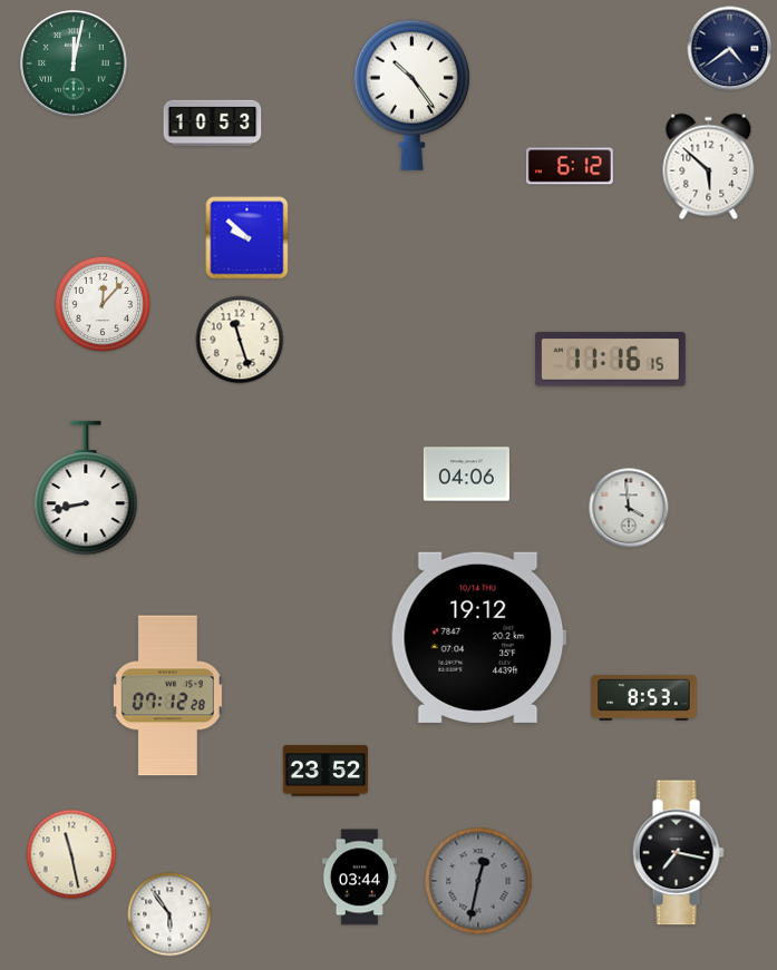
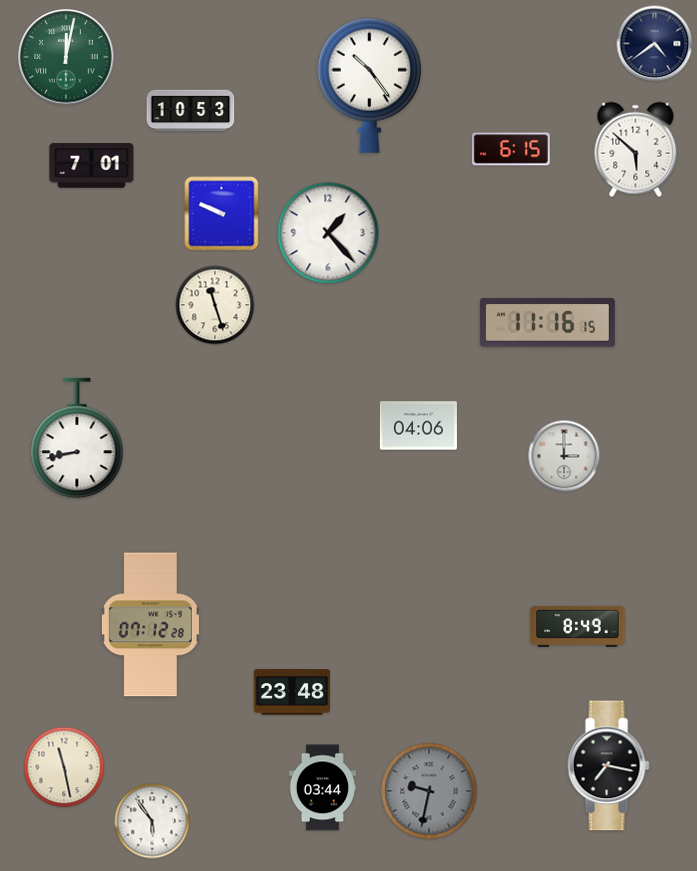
clock at (570, 166): 6:12 -> 6:15
clock at (92, 166): none -> 7:01
clock at (247, 238): 9:52 -> 9:49
clock at (328, 233): none -> 1:23
clock at (103, 304): 12:07 -> none
clock at (629, 508): 3:59 -> 3:00
clock at (478, 637): 19:12 -> none
clock at (644, 698): 8:53 -> 8:49
clock at (324, 771): 23:52 -> 23:48
clock at (478, 881): 12:32 -> 9:32
